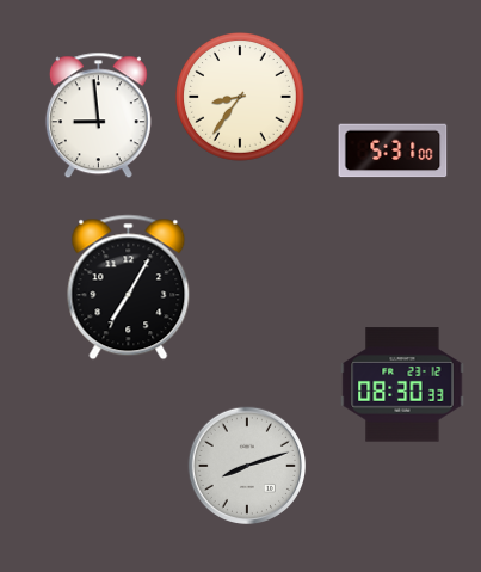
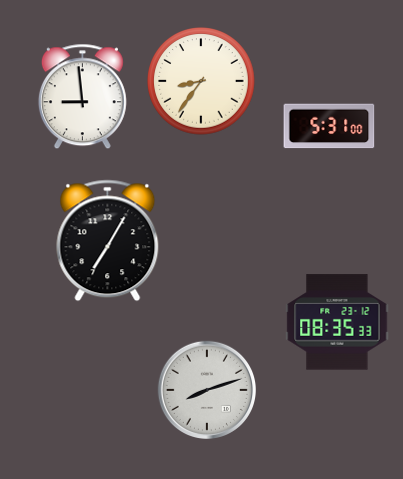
clock at (402, 385): 08:30 -> 08:35
